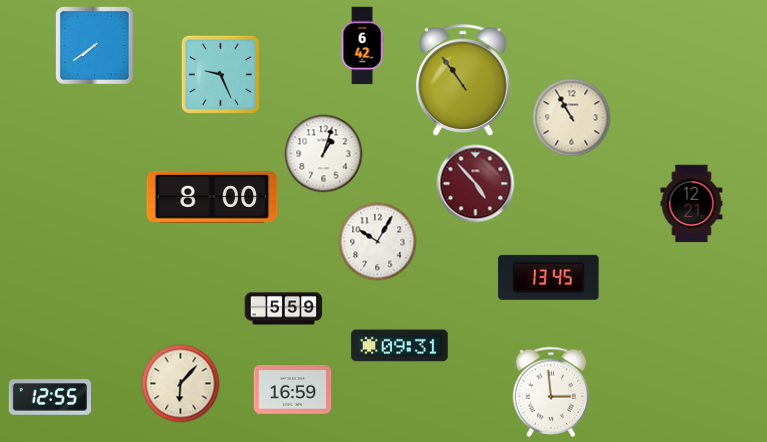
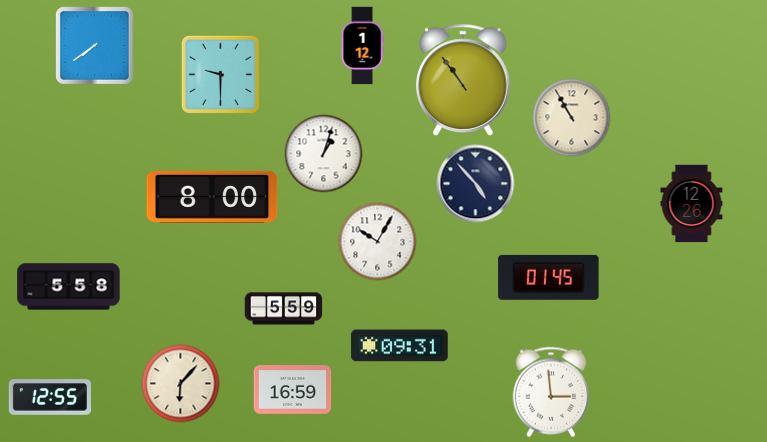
clock at (362, 45): 6:42 -> 1:12
clock at (220, 74): 9:26 -> 9:30
clock at (475, 183) dial: burgundy -> navy
clock at (692, 203): 12:21 -> 12:26
clock at (549, 277): 13:45 -> 01:45
clock at (69, 287): none -> 5:58
